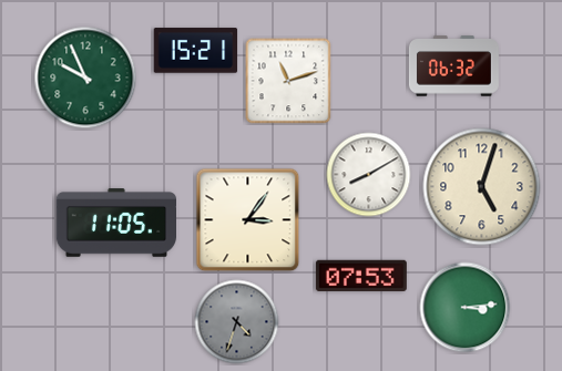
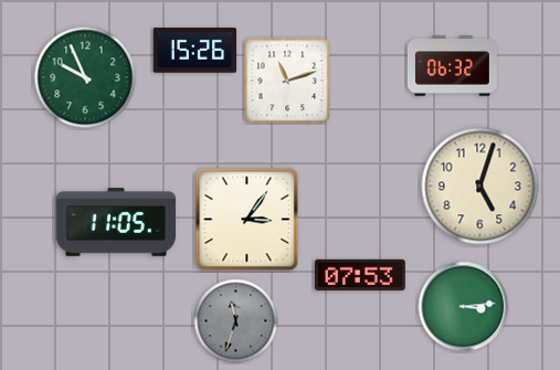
clock at (196, 51): 15:21 -> 15:26
clock at (369, 175): 8:10 -> none
clock at (237, 322): 4:33 -> 11:33
